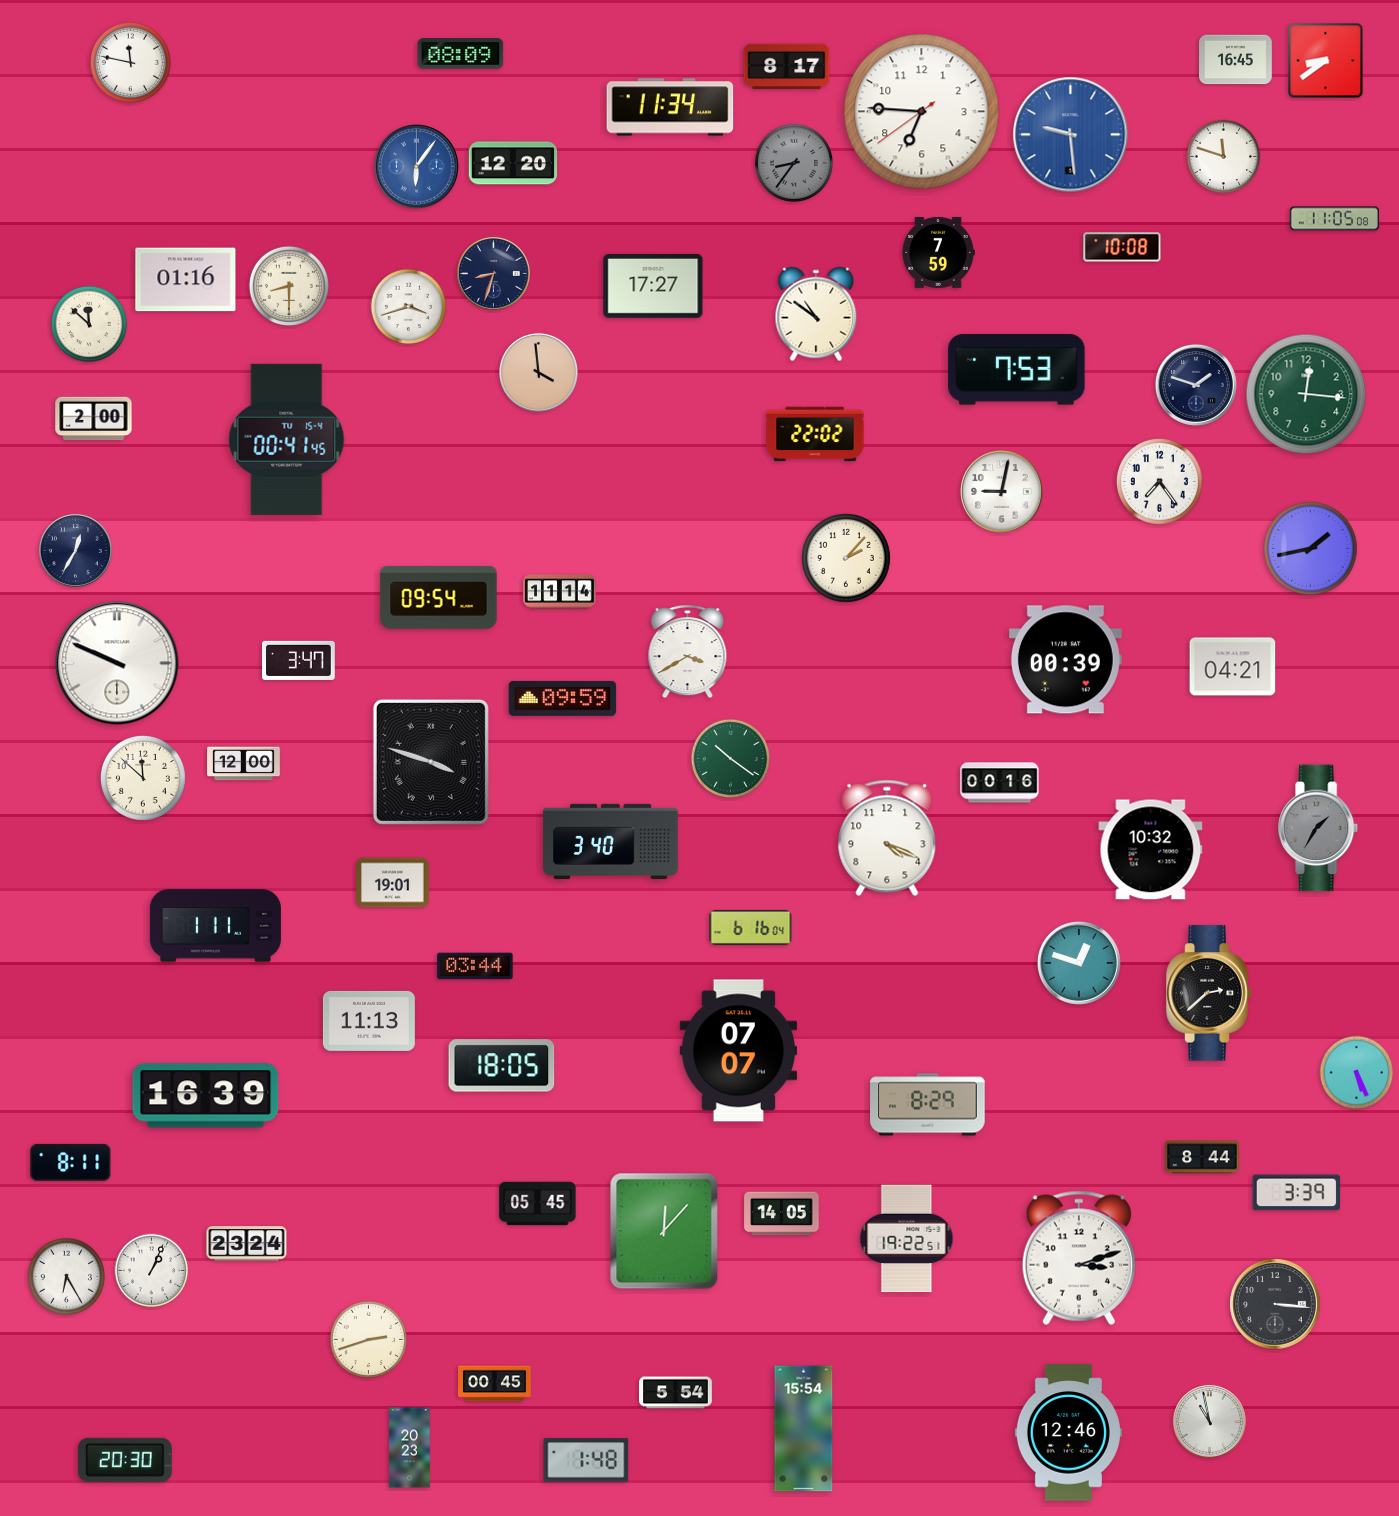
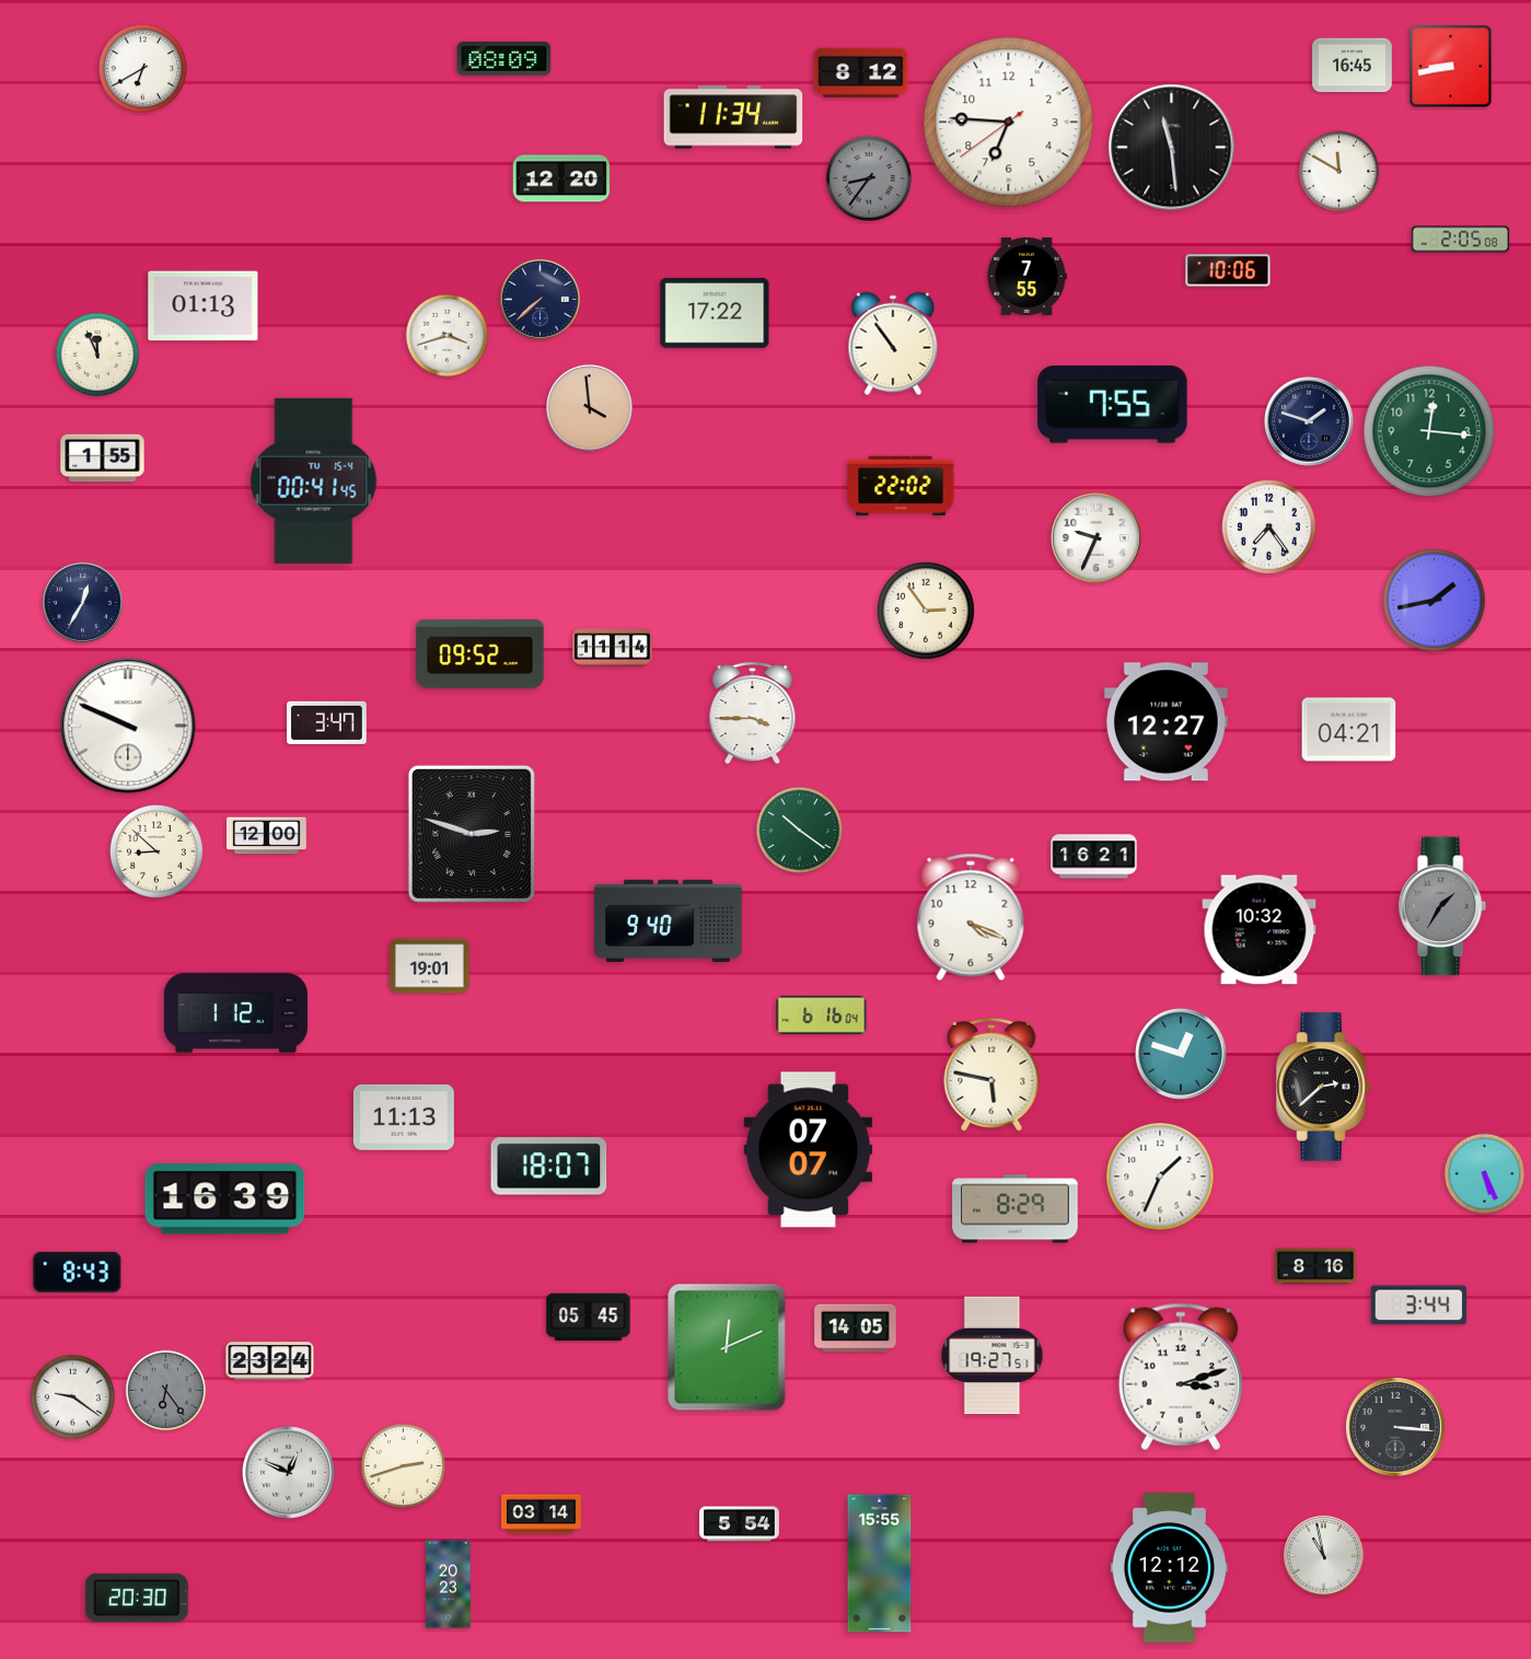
clock at (1326, 61): 8:39 -> 8:43
clock at (130, 62): 11:47 -> 6:40
clock at (787, 67): 8:17 -> 8:12
clock at (1071, 135): 9:29 -> 11:29
clock at (1071, 135) dial: blue -> black
clock at (1224, 157): 11:48 -> 11:50
clock at (417, 167): 6:06 -> none
clock at (1334, 219): 11:05 -> 2:05
clock at (1122, 247): 10:08 -> 10:06
clock at (938, 252): 7:59 -> 7:55
clock at (493, 273): 8:33 -> 7:38
clock at (186, 280): 01:16 -> 01:13
clock at (289, 286): 8:30 -> none
clock at (653, 286): 17:27 -> 17:22
clock at (816, 314): 10:51 -> 10:54
clock at (89, 324): 11:52 -> 11:56
clock at (1017, 370): 7:53 -> 7:55
clock at (94, 419): 2:00 -> 1:55
clock at (815, 434) position: (815, 434) -> (901, 486)
clock at (1002, 492): 9:02 -> 9:34
clock at (846, 558): 2:07 -> 2:54
clock at (439, 598): 09:54 -> 09:52
clock at (688, 652): 3:40 -> 3:45
clock at (1065, 660): 00:39 -> 12:27
clock at (563, 698): 09:59 -> none
clock at (431, 762): 3:48 -> 2:48
clock at (143, 778): 11:52 -> 8:52
clock at (1000, 783): 00:16 -> 16:21
clock at (611, 841): 3:40 -> 9:40
clock at (215, 926): 1:11 -> 1:12
clock at (475, 966): 03:44 -> none
clock at (991, 1075): none -> 5:47
clock at (502, 1066): 18:05 -> 18:07
clock at (1160, 1176): none -> 1:34
clock at (1202, 1157): 8:44 -> 8:16
clock at (71, 1162): 8:11 -> 8:43
clock at (1297, 1193): 3:39 -> 3:44
clock at (664, 1231): 12:07 -> 12:11
clock at (907, 1239): 19:22 -> 19:27
clock at (152, 1271): 1:04 -> 6:24
clock at (152, 1271) dial: white -> grey
clock at (67, 1277): 6:25 -> 9:21
clock at (289, 1473): none -> 12:49
clock at (495, 1384): 00:45 -> 03:14
clock at (804, 1429): 15:54 -> 15:55
clock at (1068, 1433): 12:46 -> 12:12
clock at (586, 1460): 1:48 -> none
